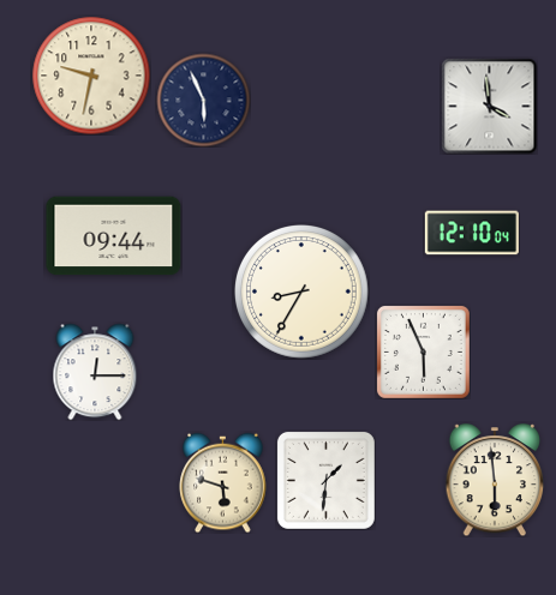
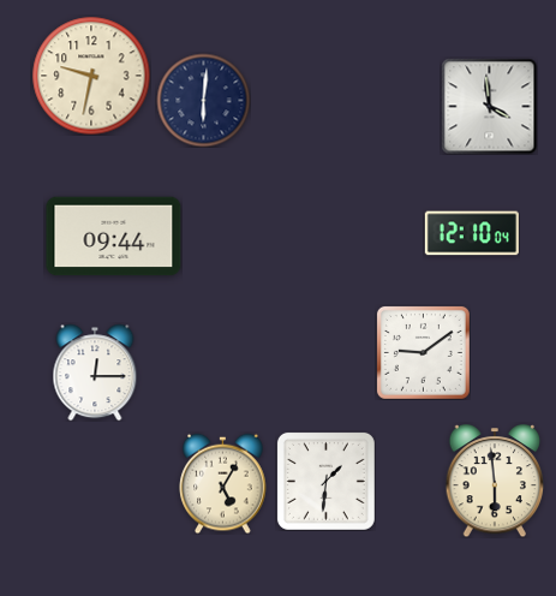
clock at (203, 100): 5:56 -> 6:01
clock at (303, 293): 8:35 -> none
clock at (423, 351): 5:56 -> 9:09
clock at (223, 482): 5:48 -> 5:05
